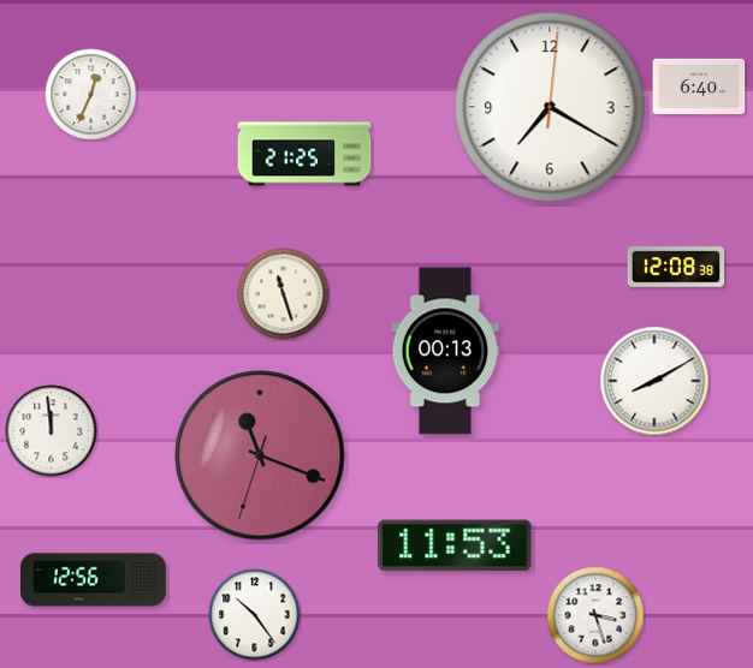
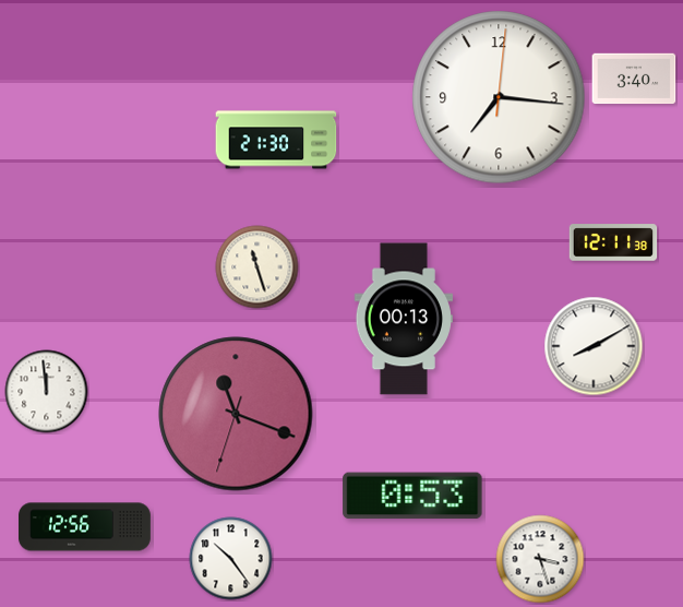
clock at (699, 87): 6:40 -> 3:40
clock at (91, 95): 12:34 -> none
clock at (550, 107): 7:20 -> 7:16
clock at (304, 154): 21:25 -> 21:30
clock at (676, 267): 12:08 -> 12:11
clock at (455, 545): 11:53 -> 0:53
